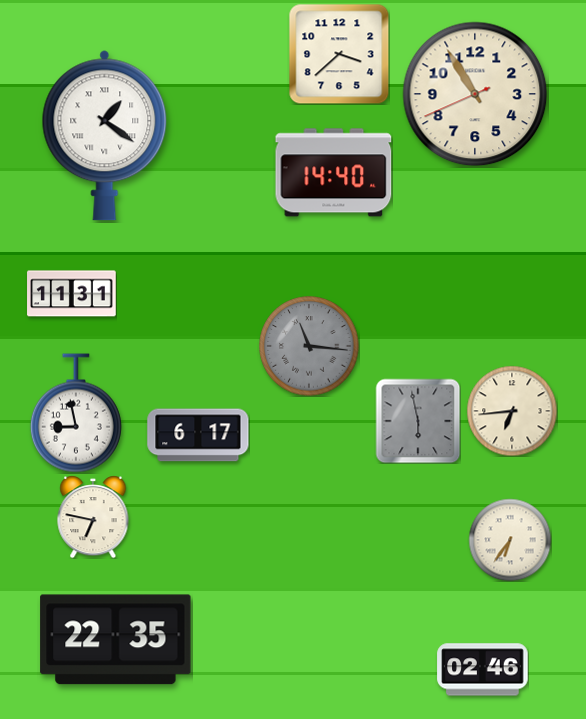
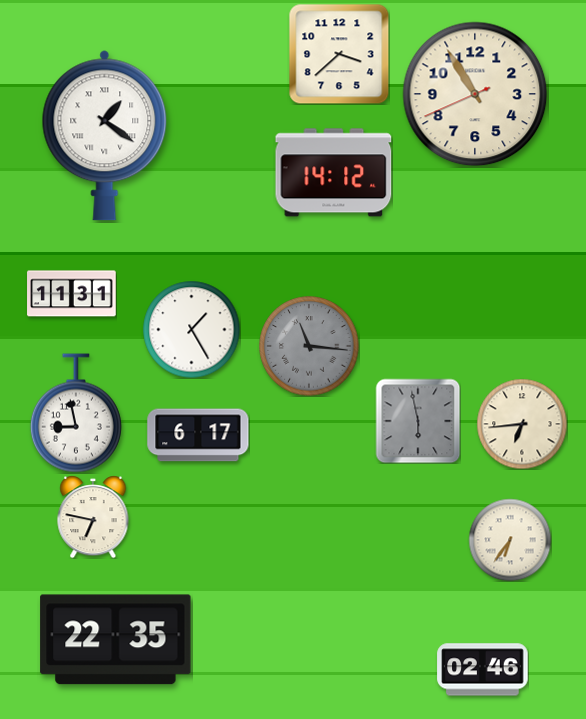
clock at (334, 173): 14:40 -> 14:12
clock at (191, 329): none -> 1:25
clock at (512, 411) position: (512, 411) -> (522, 424)
